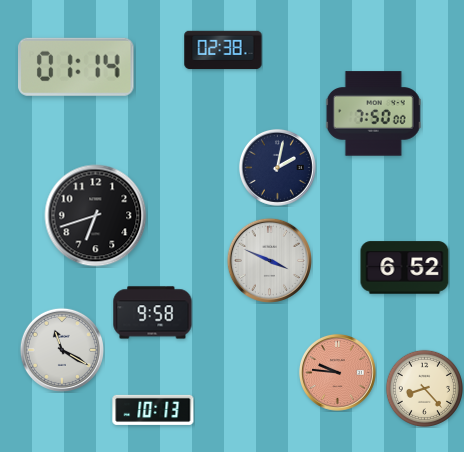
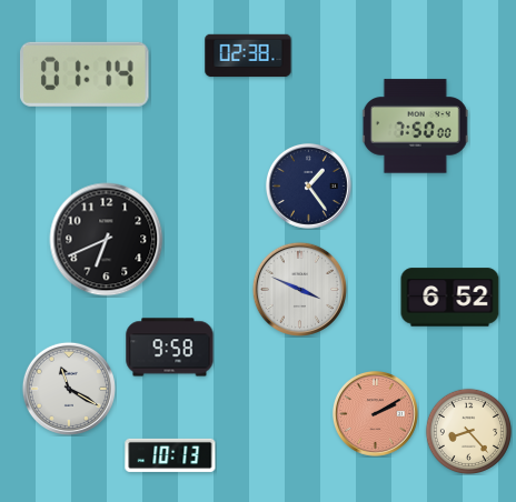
clock at (277, 167): 2:02 -> 1:24
clock at (96, 216): 6:42 -> 6:41
clock at (337, 372): 9:46 -> 2:10
clock at (424, 388) position: (424, 388) -> (468, 431)
